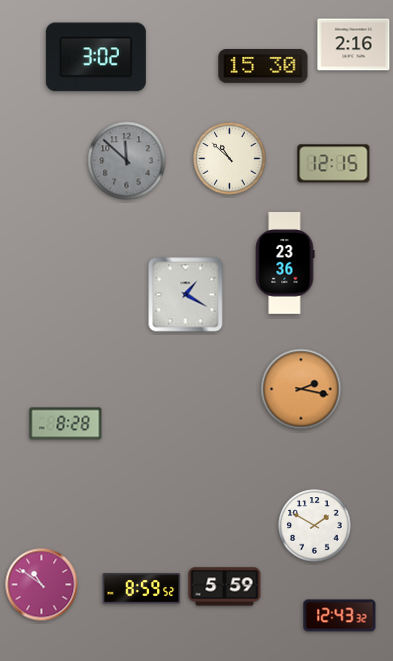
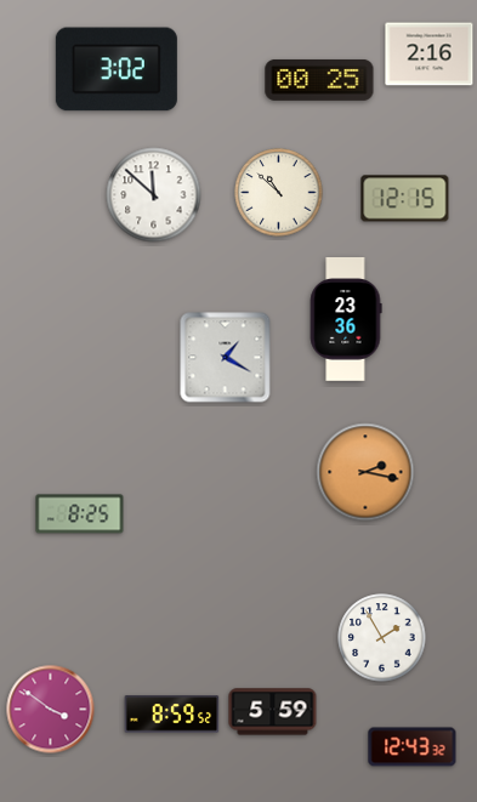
clock at (263, 66): 15:30 -> 00:25
clock at (127, 161) dial: grey -> white
clock at (66, 424): 8:28 -> 8:25
clock at (315, 526): 1:50 -> 1:55
clock at (42, 585): 10:51 -> 3:51
